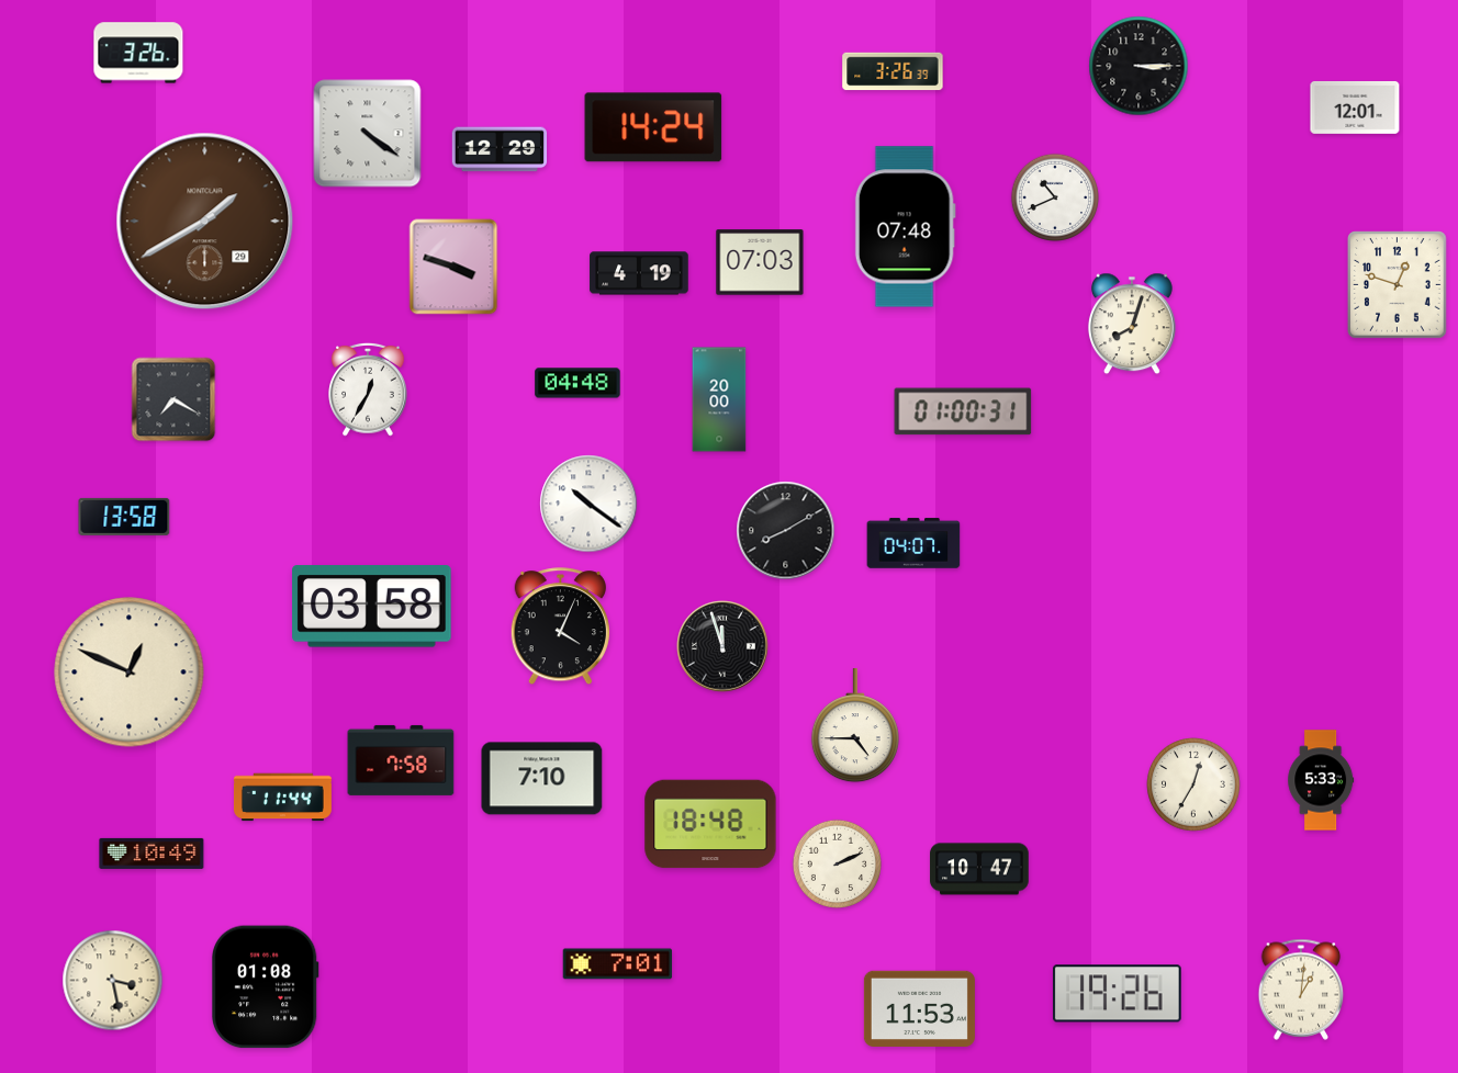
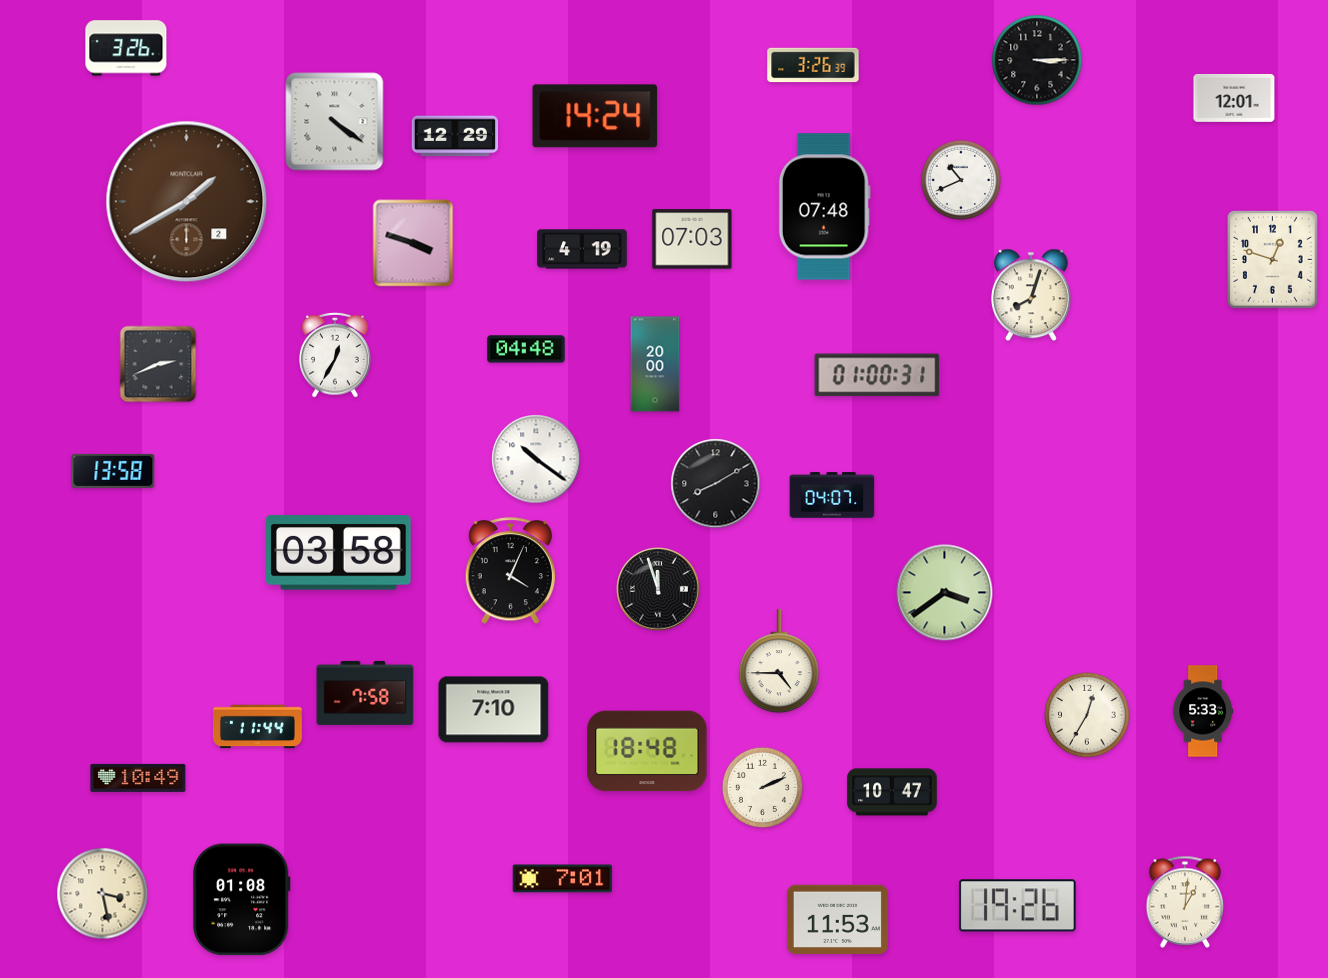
clock at (205, 222) date: 29 -> 2
clock at (173, 399): 7:20 -> 2:41
clock at (945, 593): none -> 3:39
clock at (130, 673): 12:49 -> none
